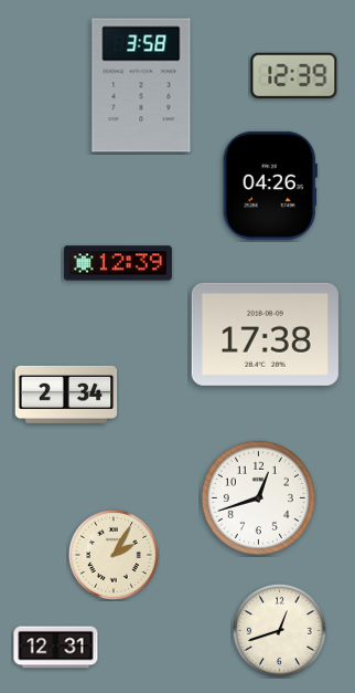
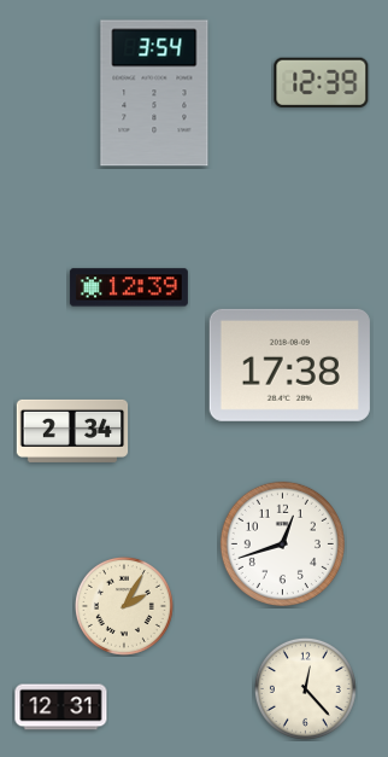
clock at (141, 85): 3:58 -> 3:54
clock at (270, 186): 04:26 -> none
clock at (279, 630): 12:42 -> 12:23
